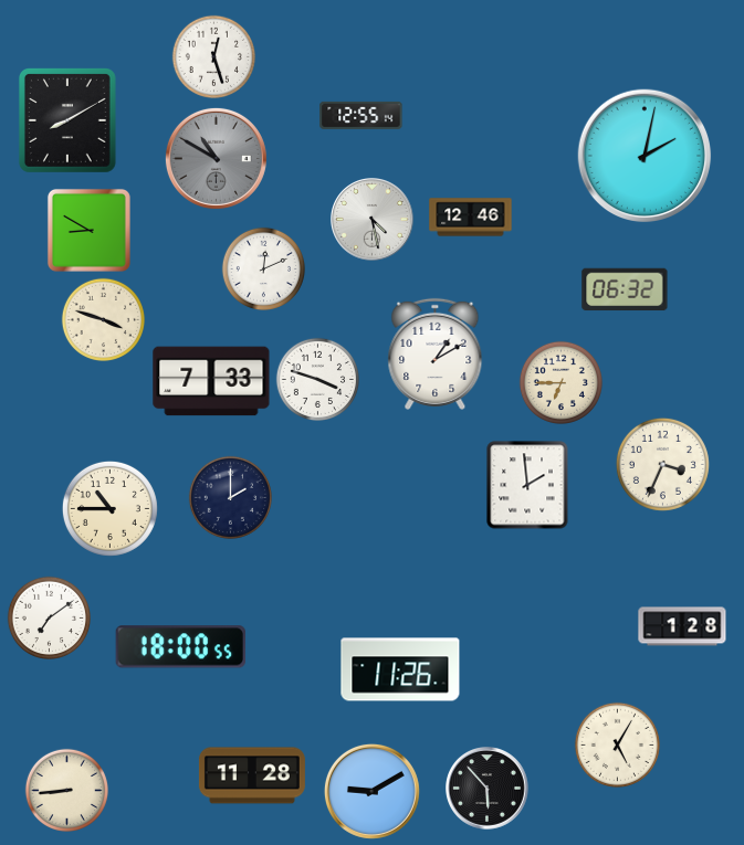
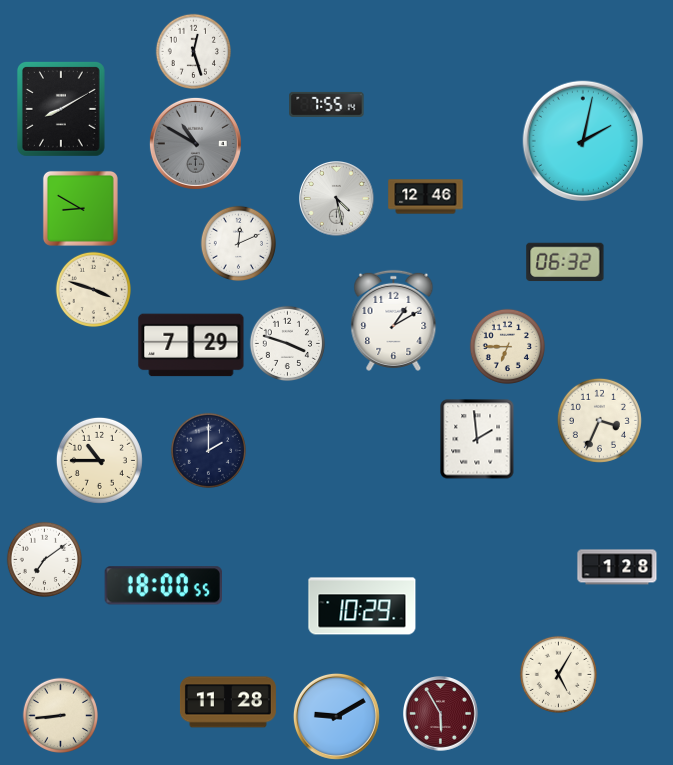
clock at (361, 115): 12:55 -> 7:55
clock at (211, 381): 7:33 -> 7:29
clock at (400, 669): 11:26 -> 10:29
clock at (488, 789): 5:53 -> 5:55
clock at (488, 789) dial: black -> burgundy
